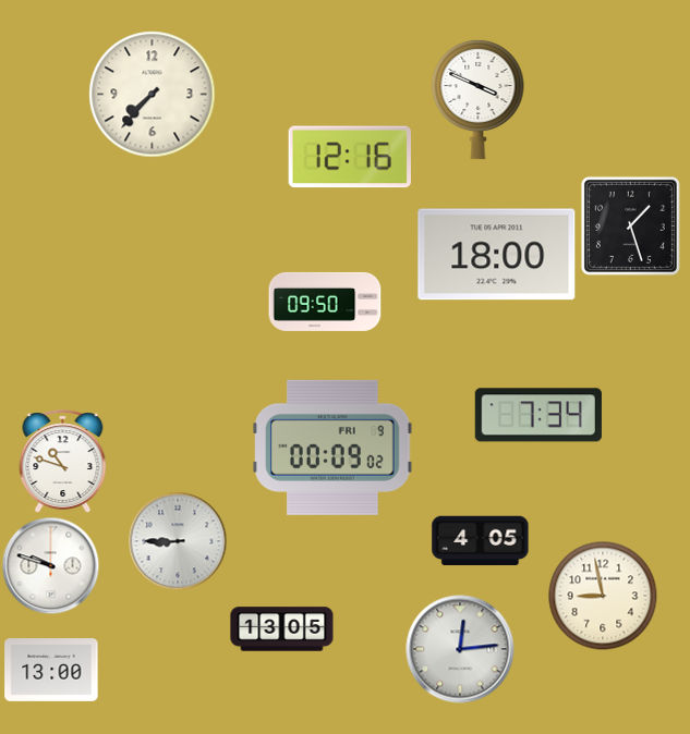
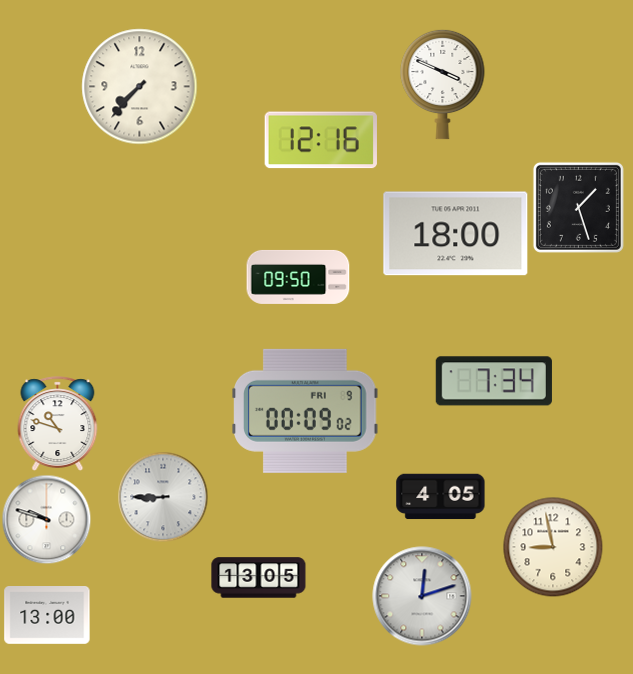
clock at (479, 99) position: (479, 99) -> (443, 84)
clock at (349, 157) position: (349, 157) -> (320, 140)
clock at (460, 649): 12:14 -> 12:12
